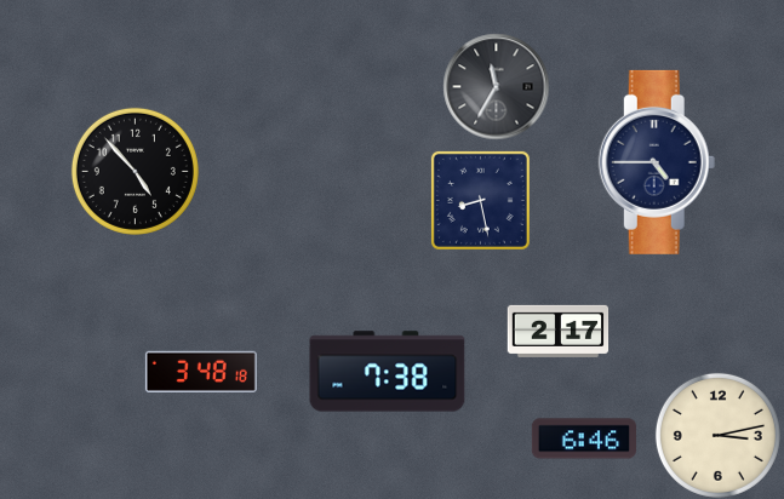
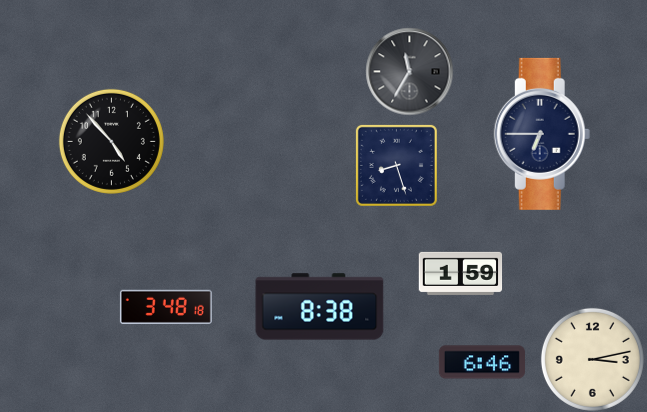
clock at (657, 162): 4:45 -> 6:45
clock at (480, 200): 8:28 -> 8:27
clock at (557, 331): 2:17 -> 1:59
clock at (388, 372): 7:38 -> 8:38
